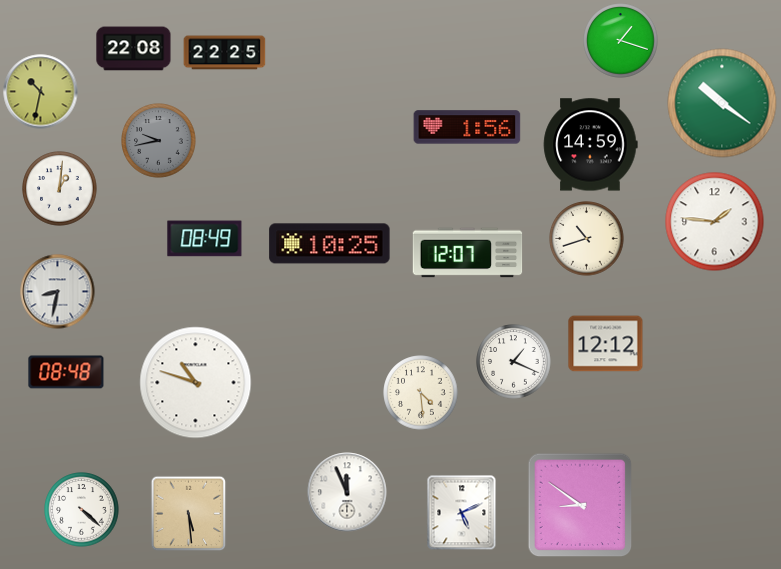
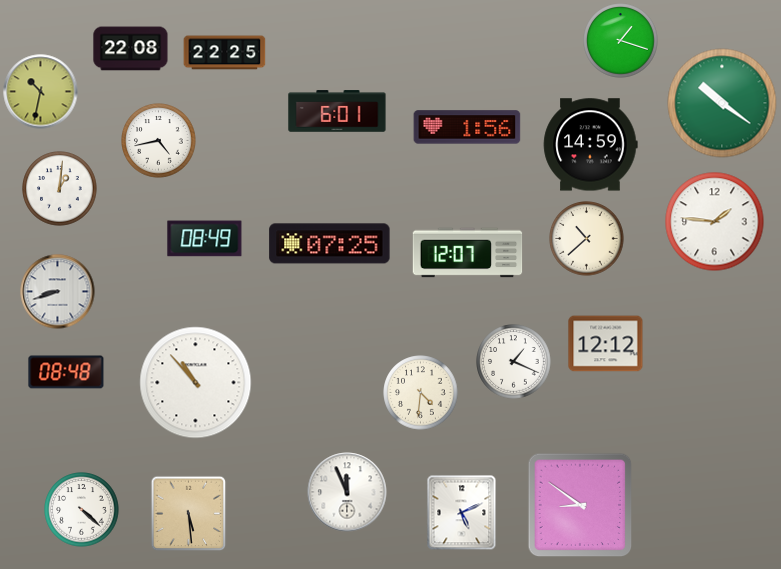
clock at (134, 49) position: (134, 49) -> (131, 49)
clock at (337, 111): none -> 6:01
clock at (159, 141): 9:43 -> 4:43
clock at (159, 141) dial: grey -> white
clock at (587, 239): 10:42 -> 10:38
clock at (330, 244): 10:25 -> 07:25
clock at (58, 292): 8:32 -> 8:42
clock at (196, 383): 10:48 -> 10:53
clock at (421, 393): 4:29 -> 4:31
